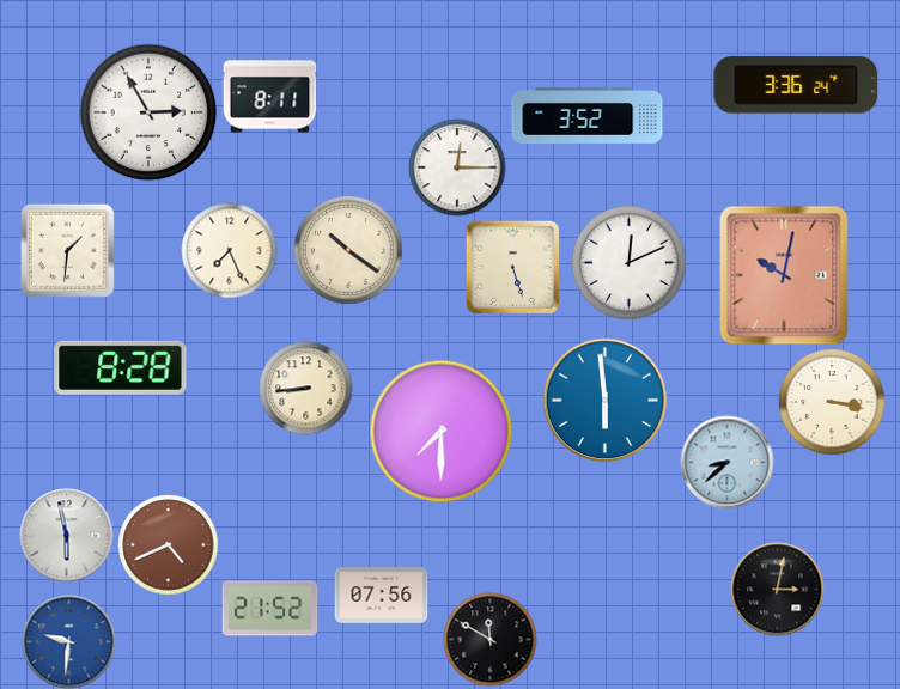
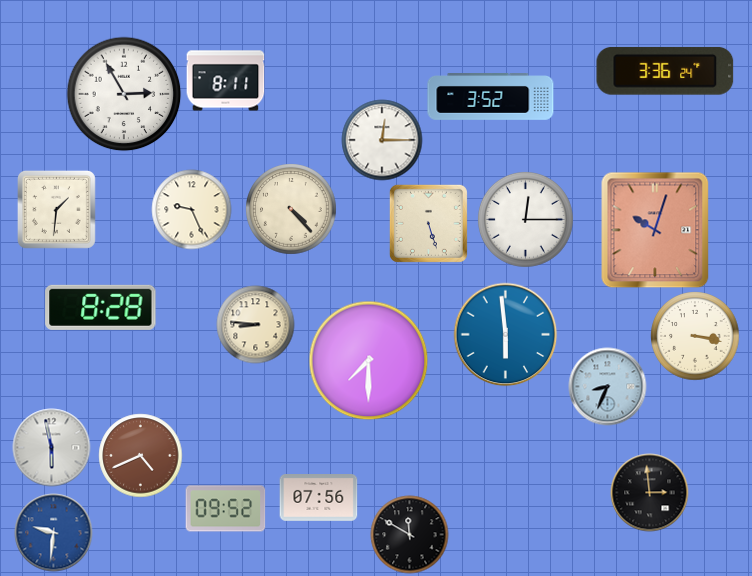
clock at (229, 250): 7:26 -> 9:26
clock at (348, 250): 10:21 -> 4:23
clock at (628, 262): 12:11 -> 12:15
clock at (784, 275): 10:02 -> 10:03
clock at (305, 388): 8:44 -> 8:46
clock at (726, 462): 8:38 -> 8:34
clock at (66, 535) position: (66, 535) -> (51, 447)
clock at (777, 589): 3:02 -> 2:59
clock at (269, 609): 21:52 -> 09:52
clock at (68, 641) position: (68, 641) -> (53, 532)
